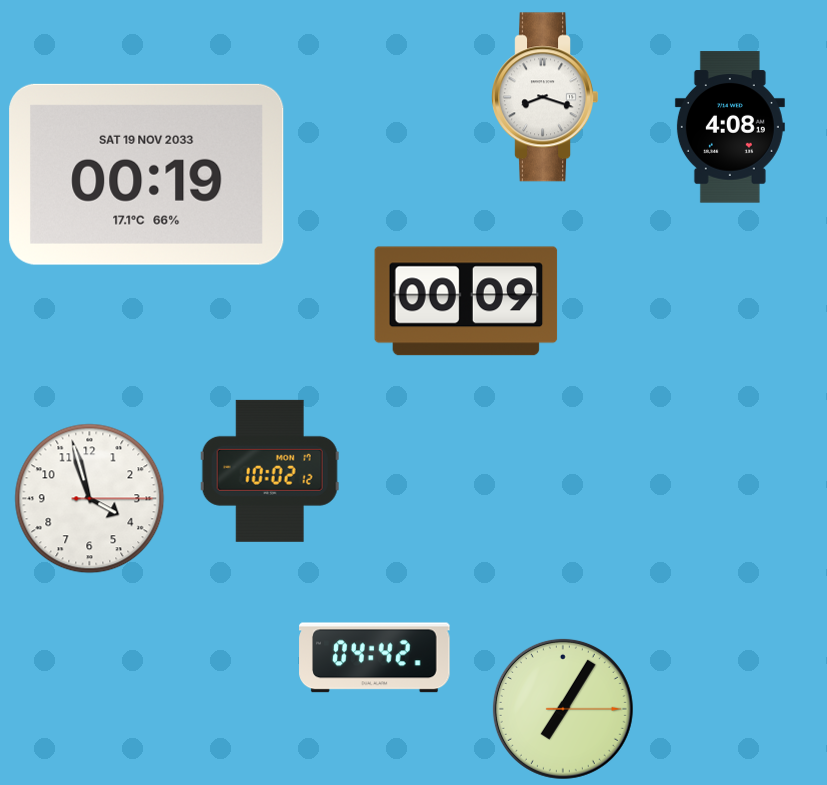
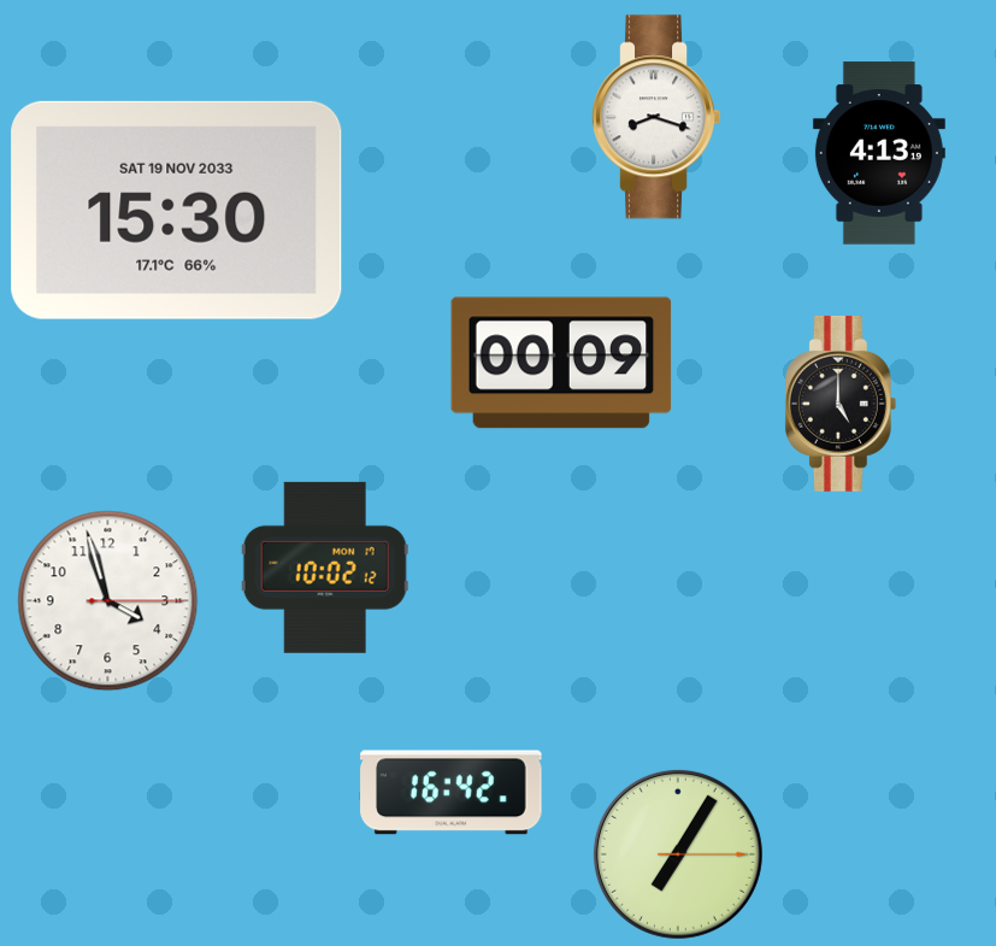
clock at (730, 127): 4:08 -> 4:13
clock at (147, 174): 00:19 -> 15:30
clock at (841, 404): none -> 5:00
clock at (375, 658): 04:42 -> 16:42
